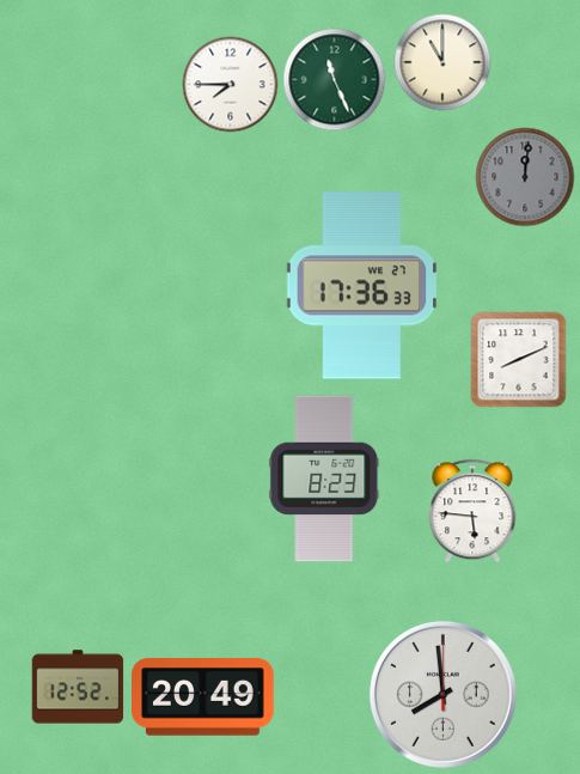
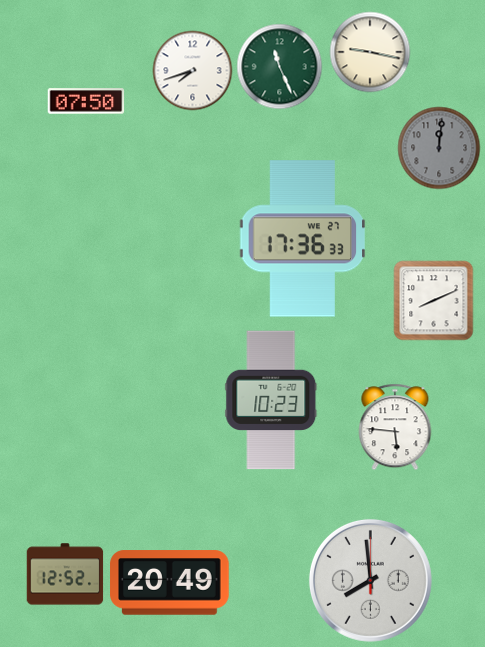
clock at (442, 62): 11:00 -> 9:17
clock at (231, 85): 7:45 -> 7:42
clock at (86, 101): none -> 07:50
clock at (324, 479): 8:23 -> 10:23
